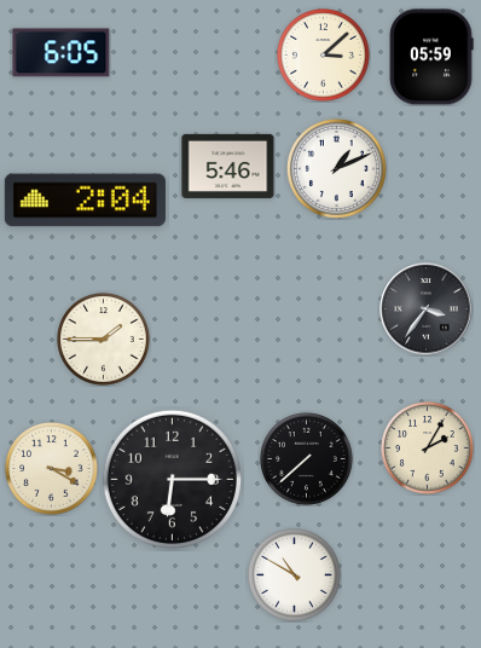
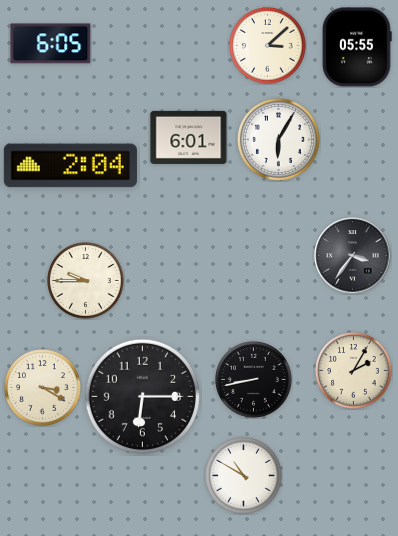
clock at (431, 57): 05:59 -> 05:55
clock at (228, 166): 5:46 -> 6:01
clock at (336, 168): 1:11 -> 6:05
clock at (104, 340): 1:45 -> 9:45
clock at (307, 459): 7:38 -> 8:43
